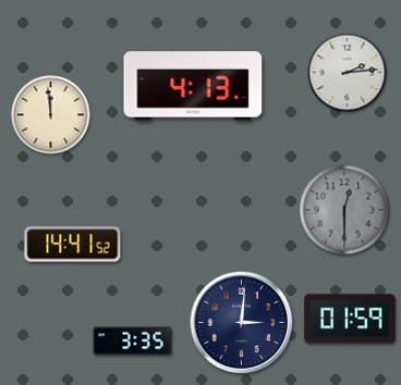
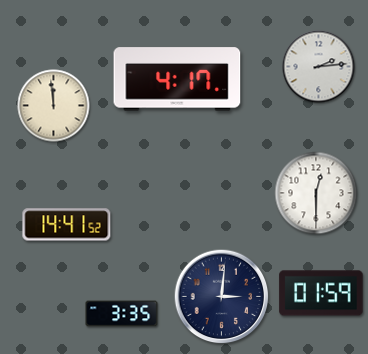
clock at (193, 86): 4:13 -> 4:17
clock at (51, 115) position: (51, 115) -> (54, 106)
clock at (344, 210) dial: grey -> white
